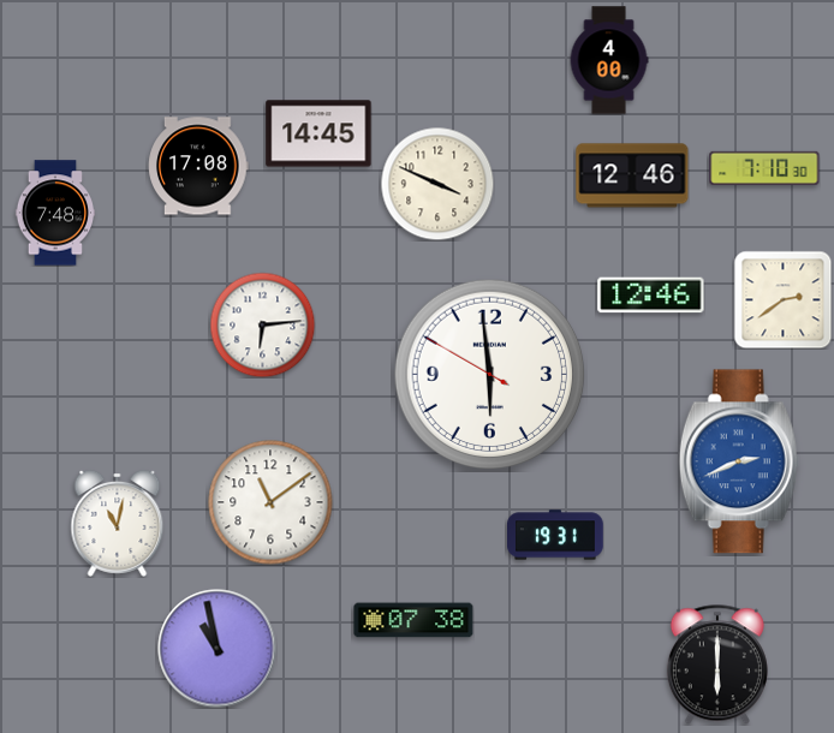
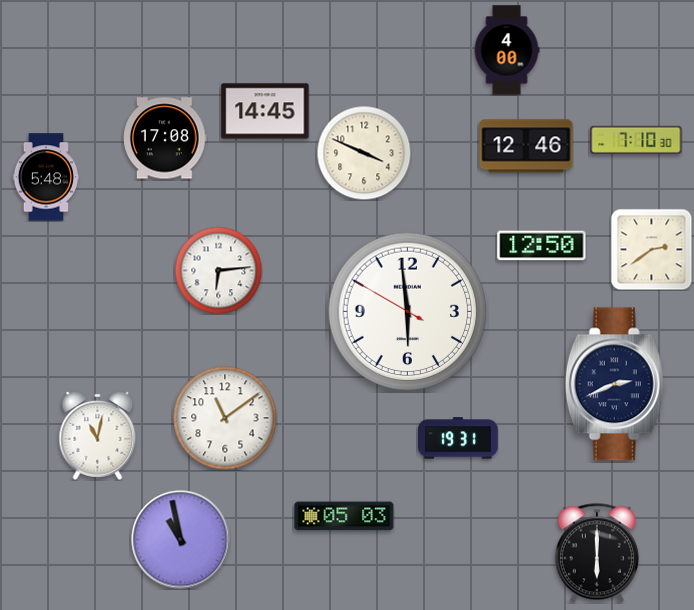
clock at (54, 213): 7:48 -> 5:48
clock at (651, 296): 12:46 -> 12:50
clock at (739, 461) dial: blue -> navy
clock at (556, 535) position: (556, 535) -> (459, 438)
clock at (413, 620): 07:38 -> 05:03
